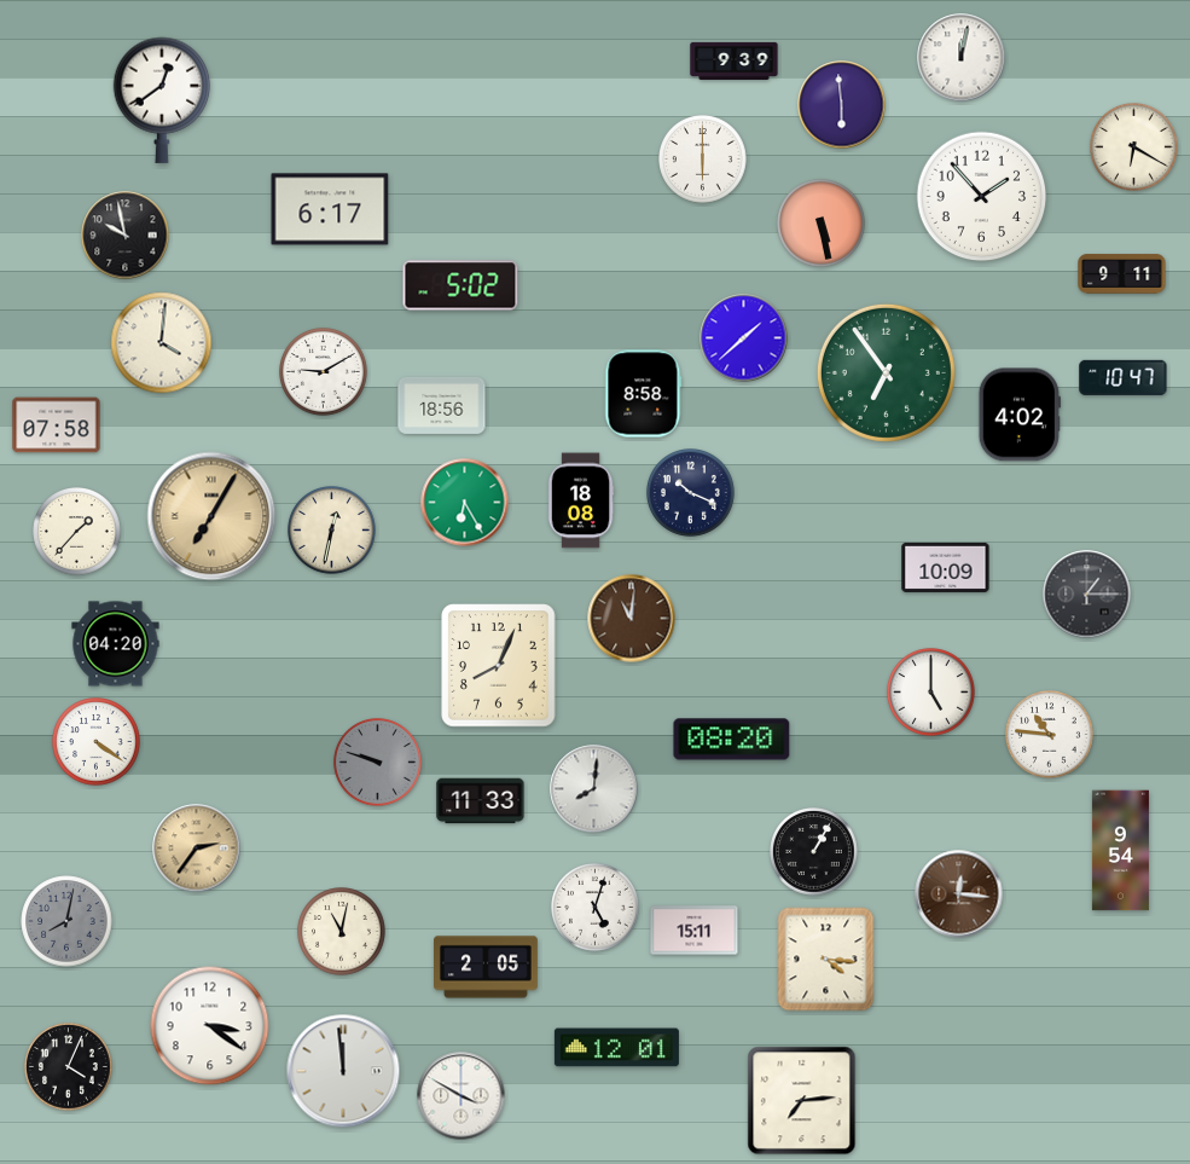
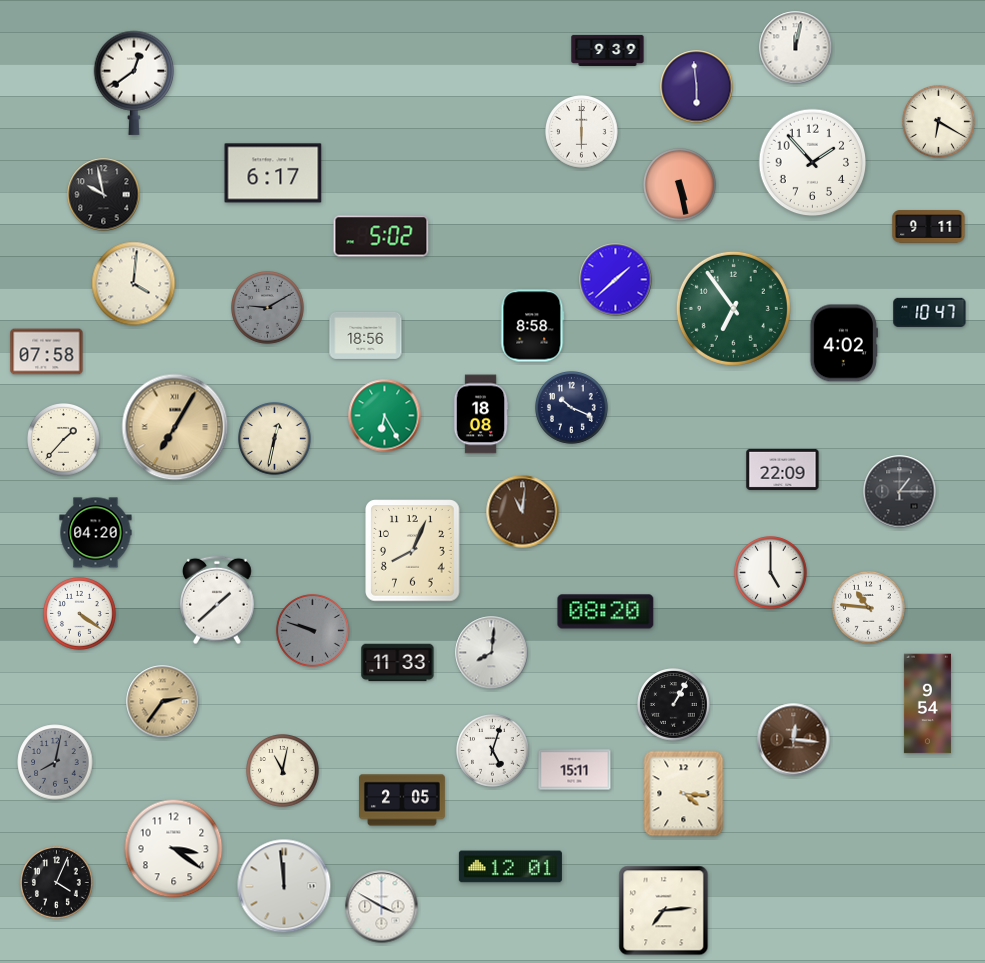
clock at (324, 372) dial: white -> grey
clock at (946, 567): 10:09 -> 22:09
clock at (218, 600): none -> 1:38
